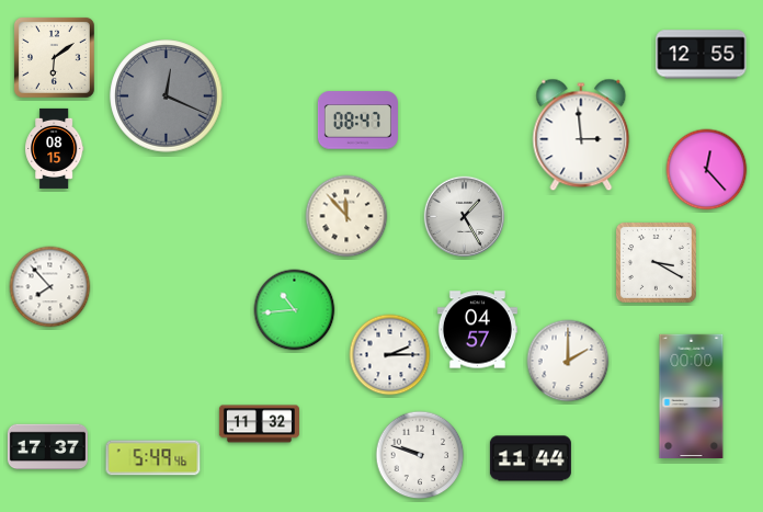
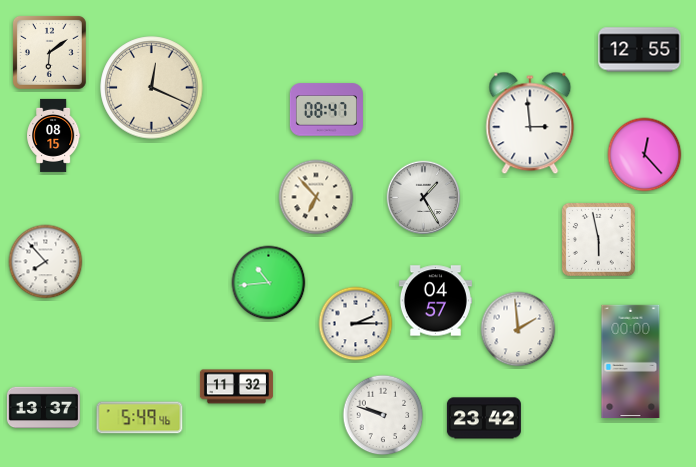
clock at (167, 96) dial: grey -> cream
clock at (55, 148) position: (55, 148) -> (54, 135)
clock at (346, 216): 11:53 -> 6:53
clock at (656, 262): 3:20 -> 5:58
clock at (568, 361): 2:00 -> 1:59
clock at (47, 447): 17:37 -> 13:37
clock at (531, 458): 11:44 -> 23:42
